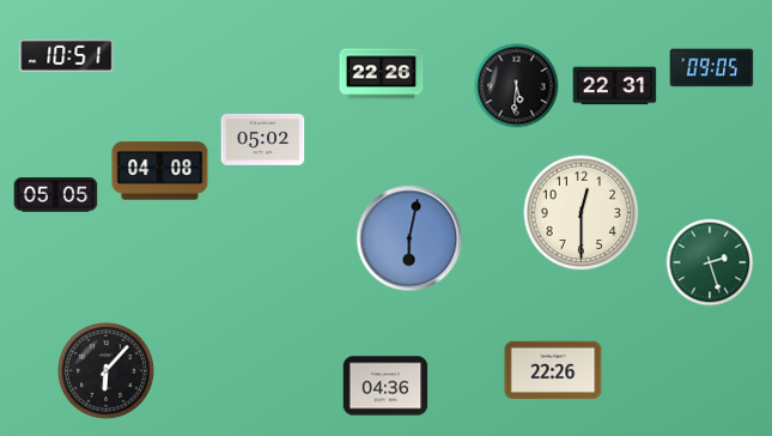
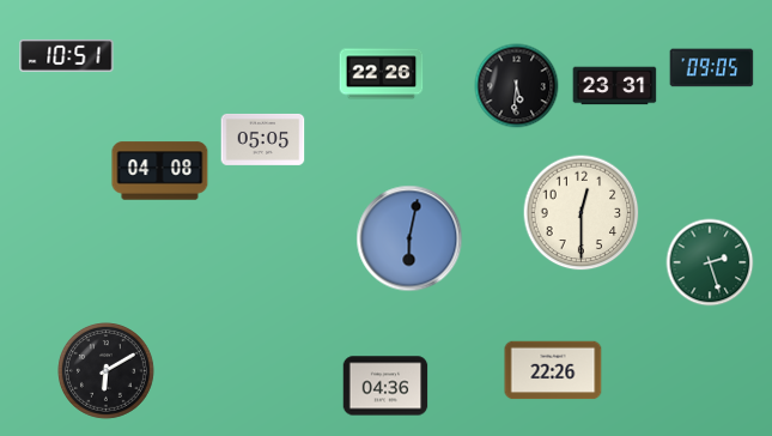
clock at (615, 86): 22:31 -> 23:31
clock at (263, 139): 05:02 -> 05:05
clock at (56, 195): 05:05 -> none
clock at (107, 371): 6:07 -> 6:10
